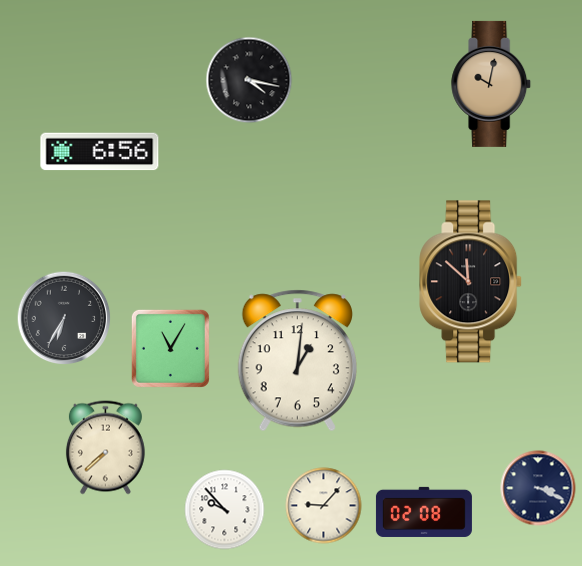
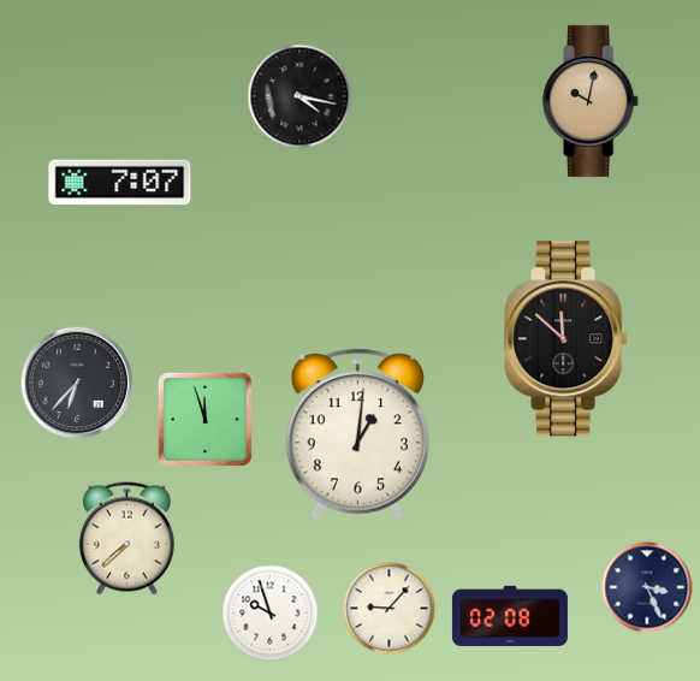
clock at (100, 152): 6:56 -> 7:07
clock at (64, 318): 6:35 -> 6:37
clock at (170, 348): 11:05 -> 11:57
clock at (538, 488): 3:19 -> 3:26
clock at (225, 510): 9:53 -> 9:57
